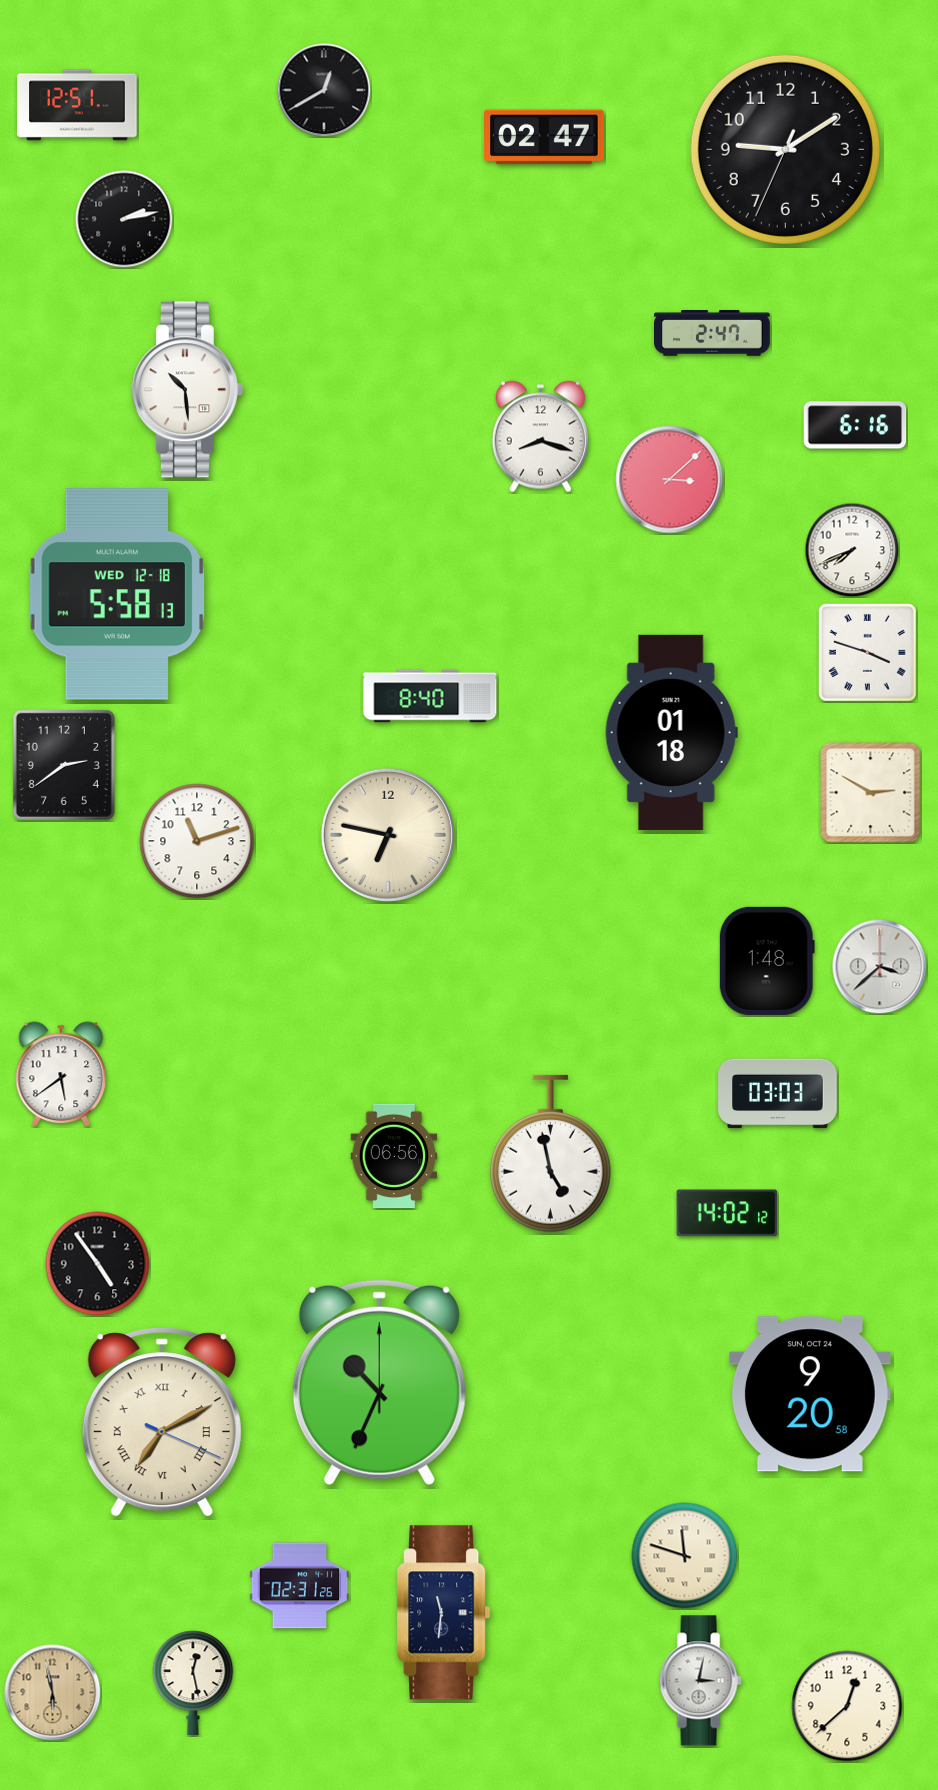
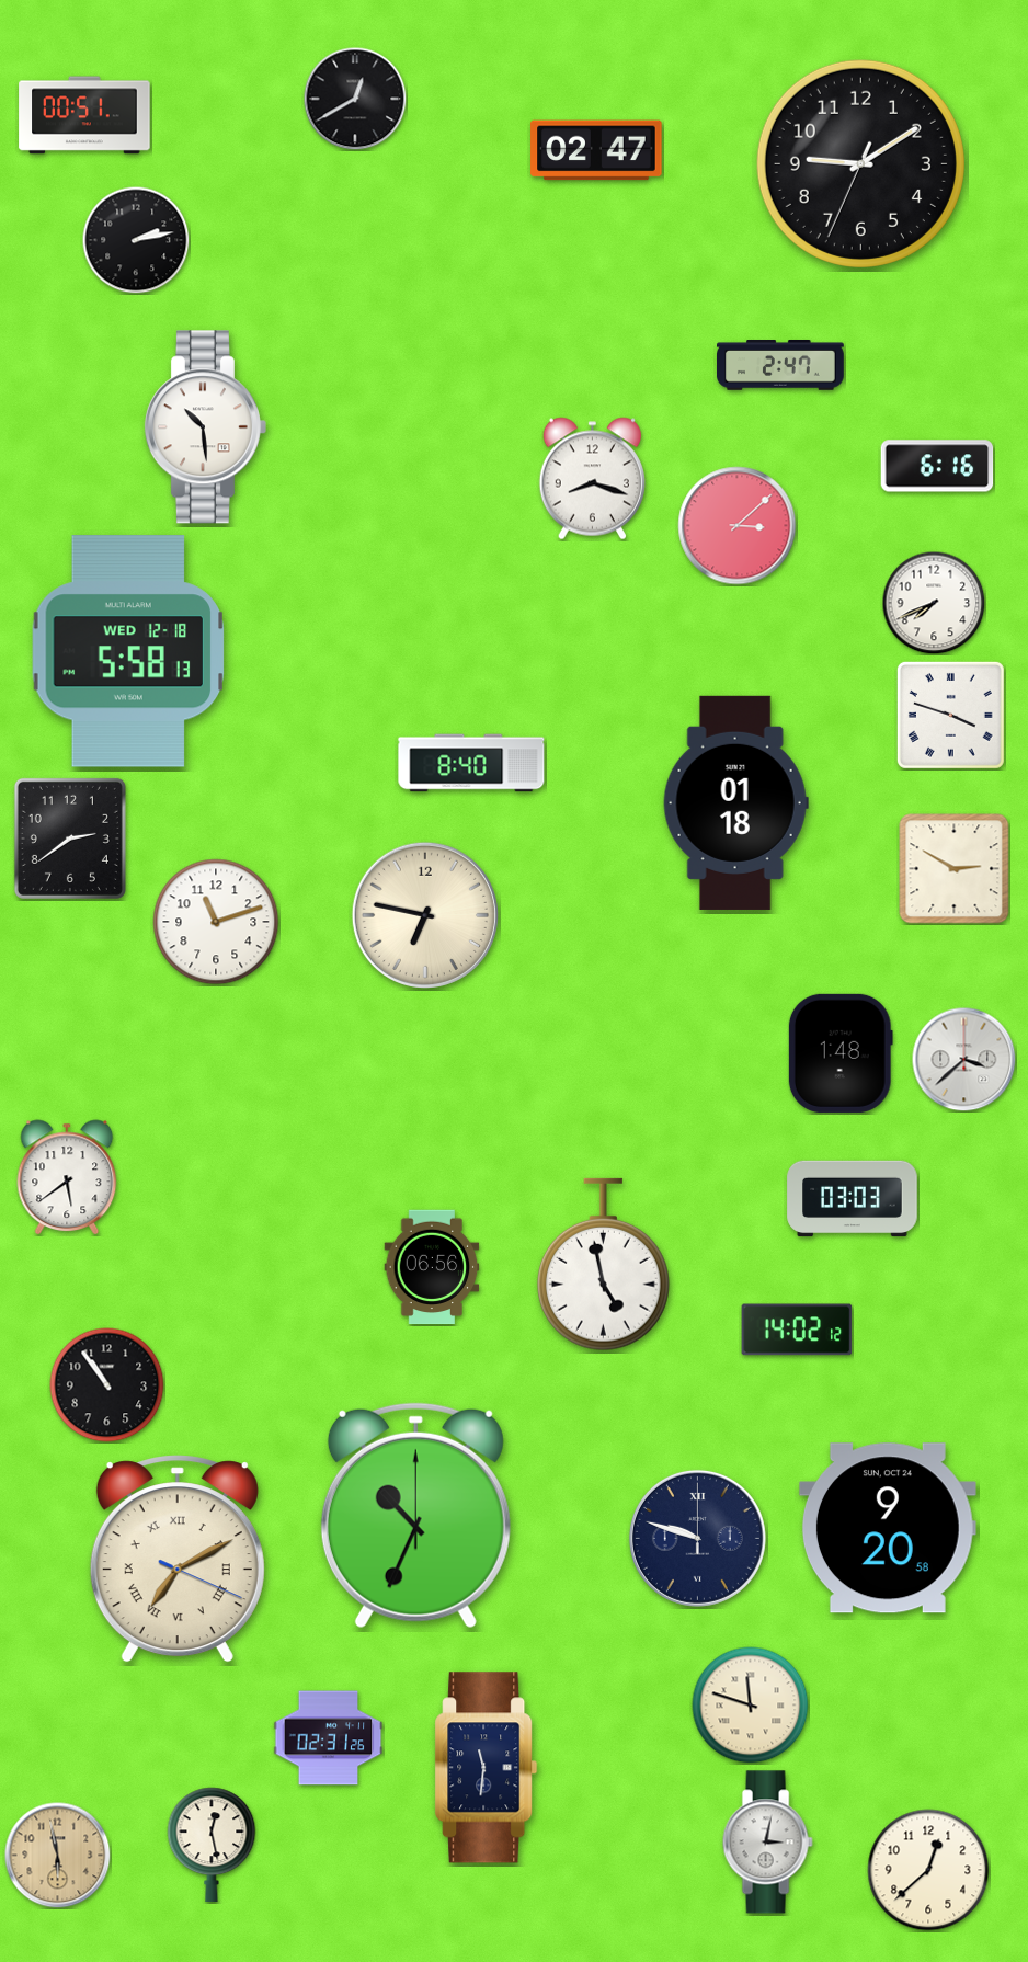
clock at (77, 105): 12:51 -> 00:51
clock at (670, 480) position: (670, 480) -> (738, 526)
clock at (98, 1264): 4:54 -> 10:54
clock at (697, 1538): none -> 9:48
